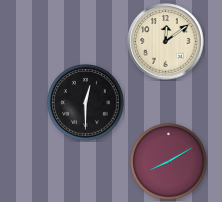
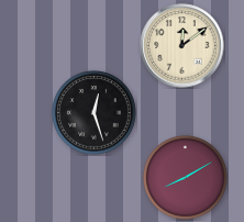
clock at (86, 103): 12:30 -> 12:27
